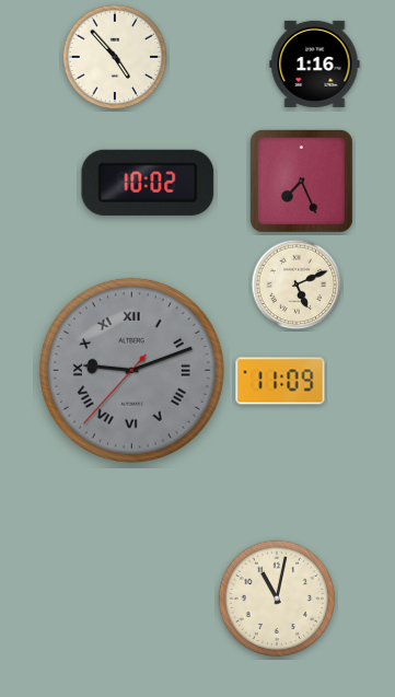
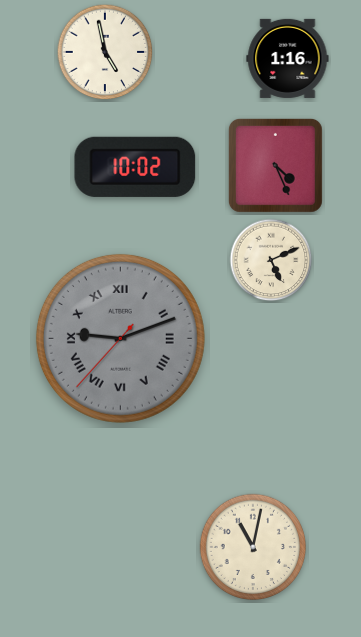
clock at (115, 57): 4:53 -> 4:58
clock at (301, 181): 7:26 -> 4:26
clock at (280, 381): 11:09 -> none
